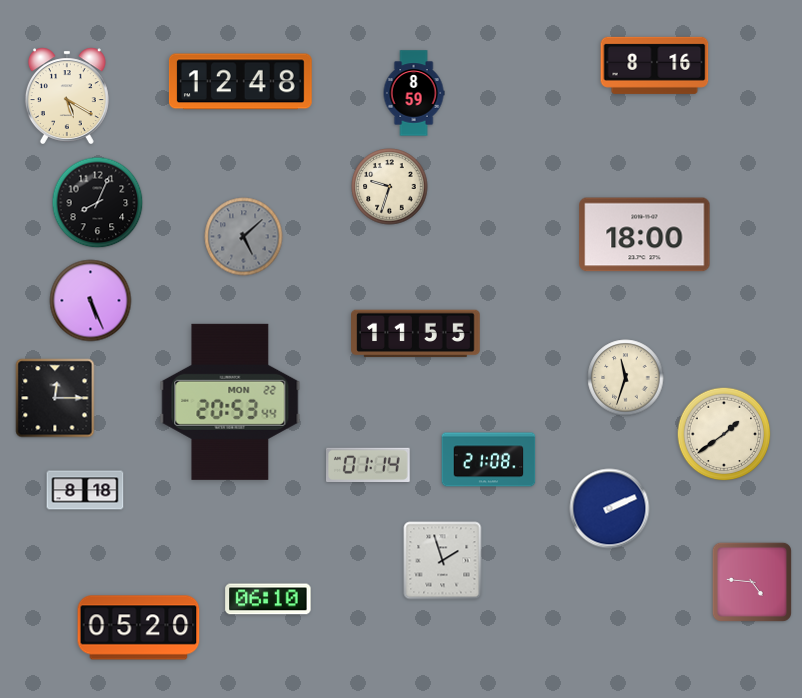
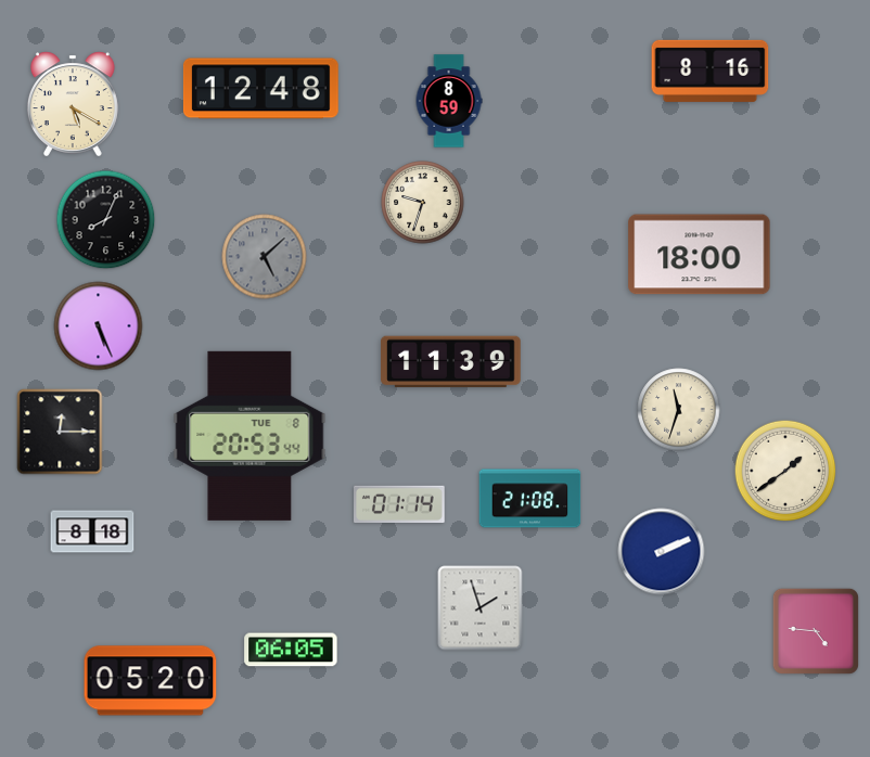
clock at (416, 334): 11:55 -> 11:39
clock at (230, 402) date: MON 22 -> TUE 8
clock at (268, 599): 06:10 -> 06:05
